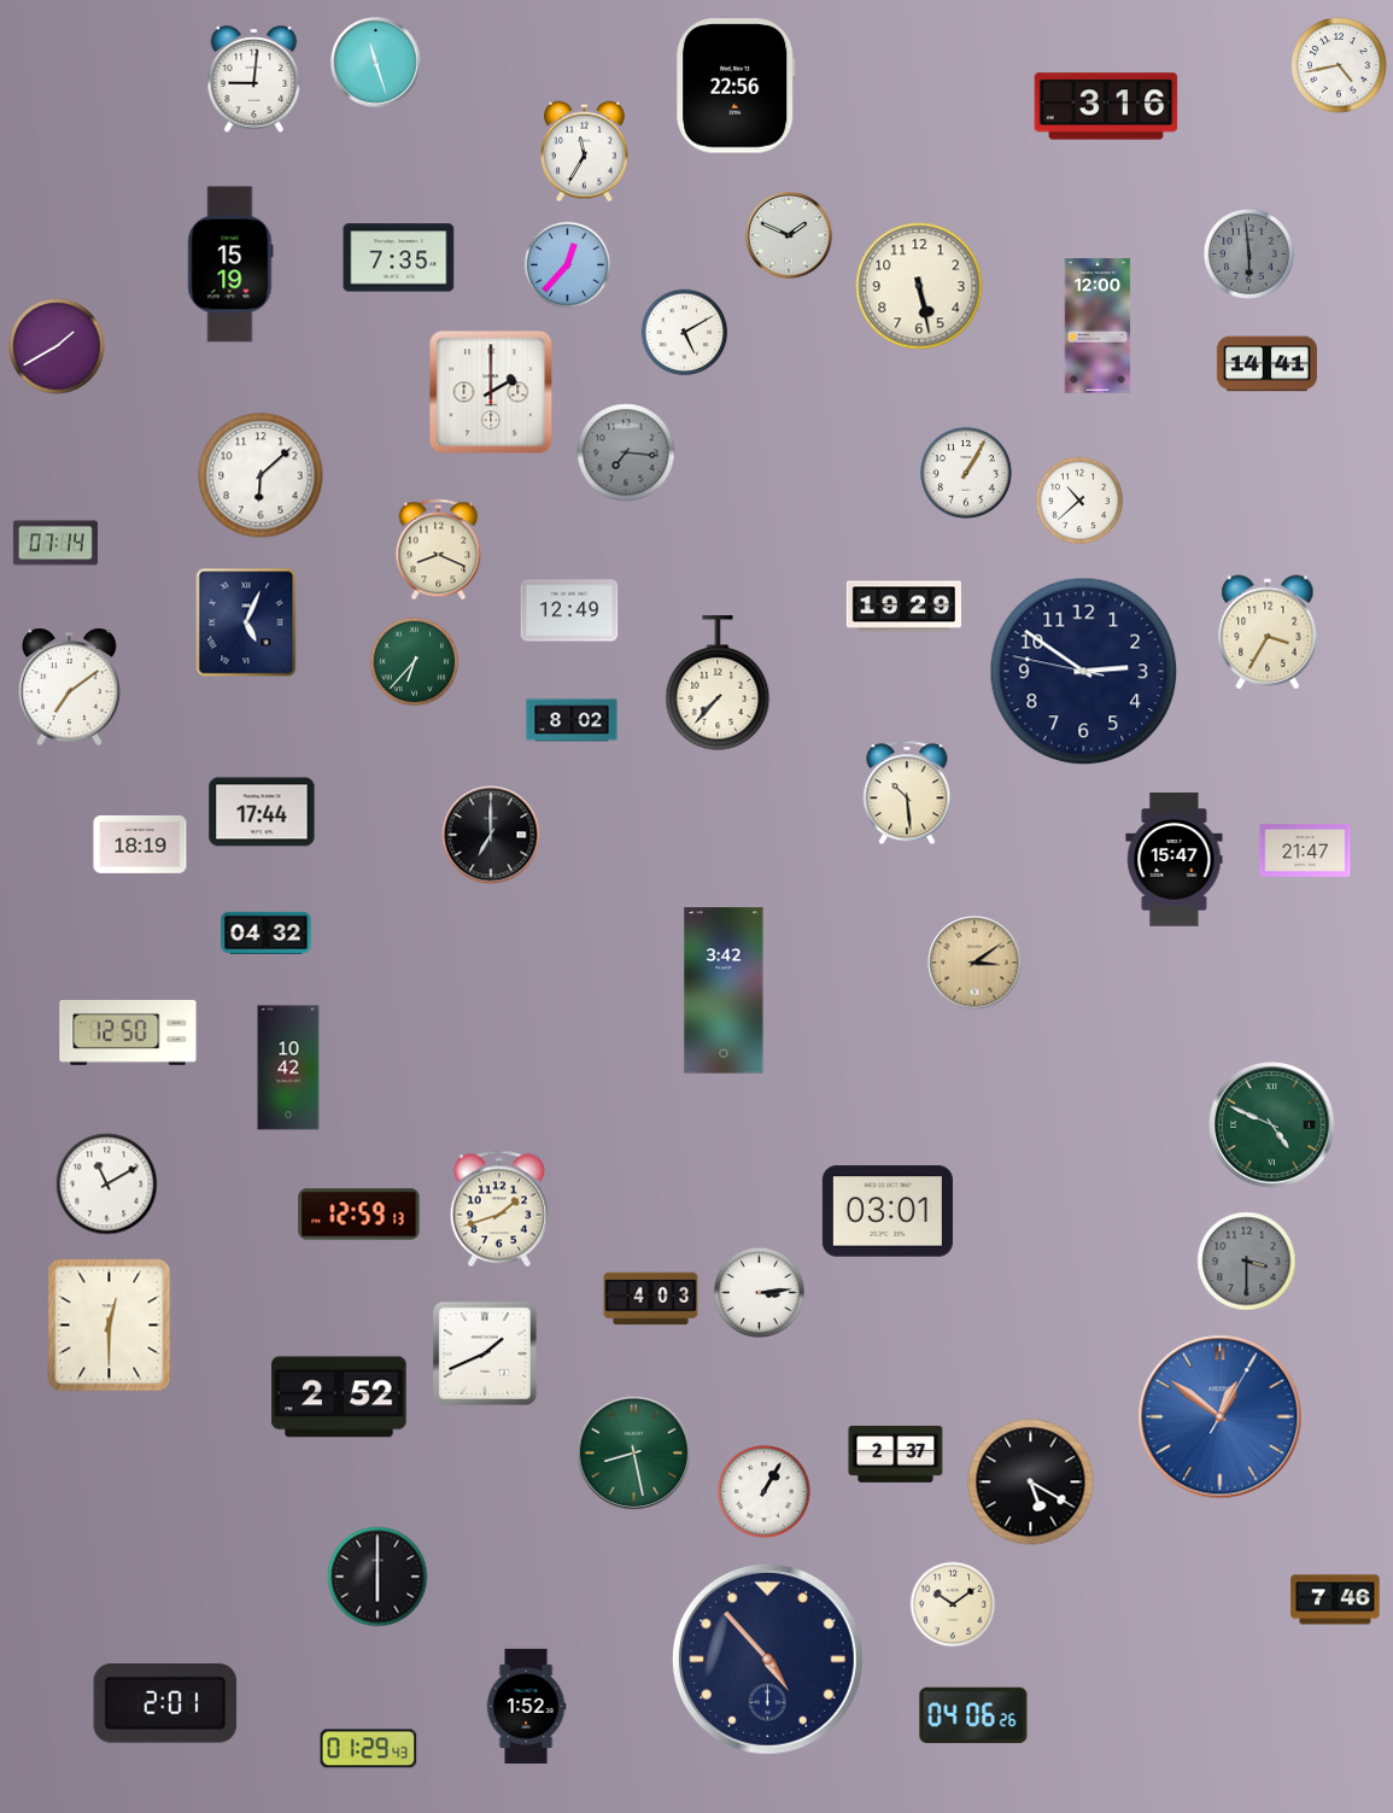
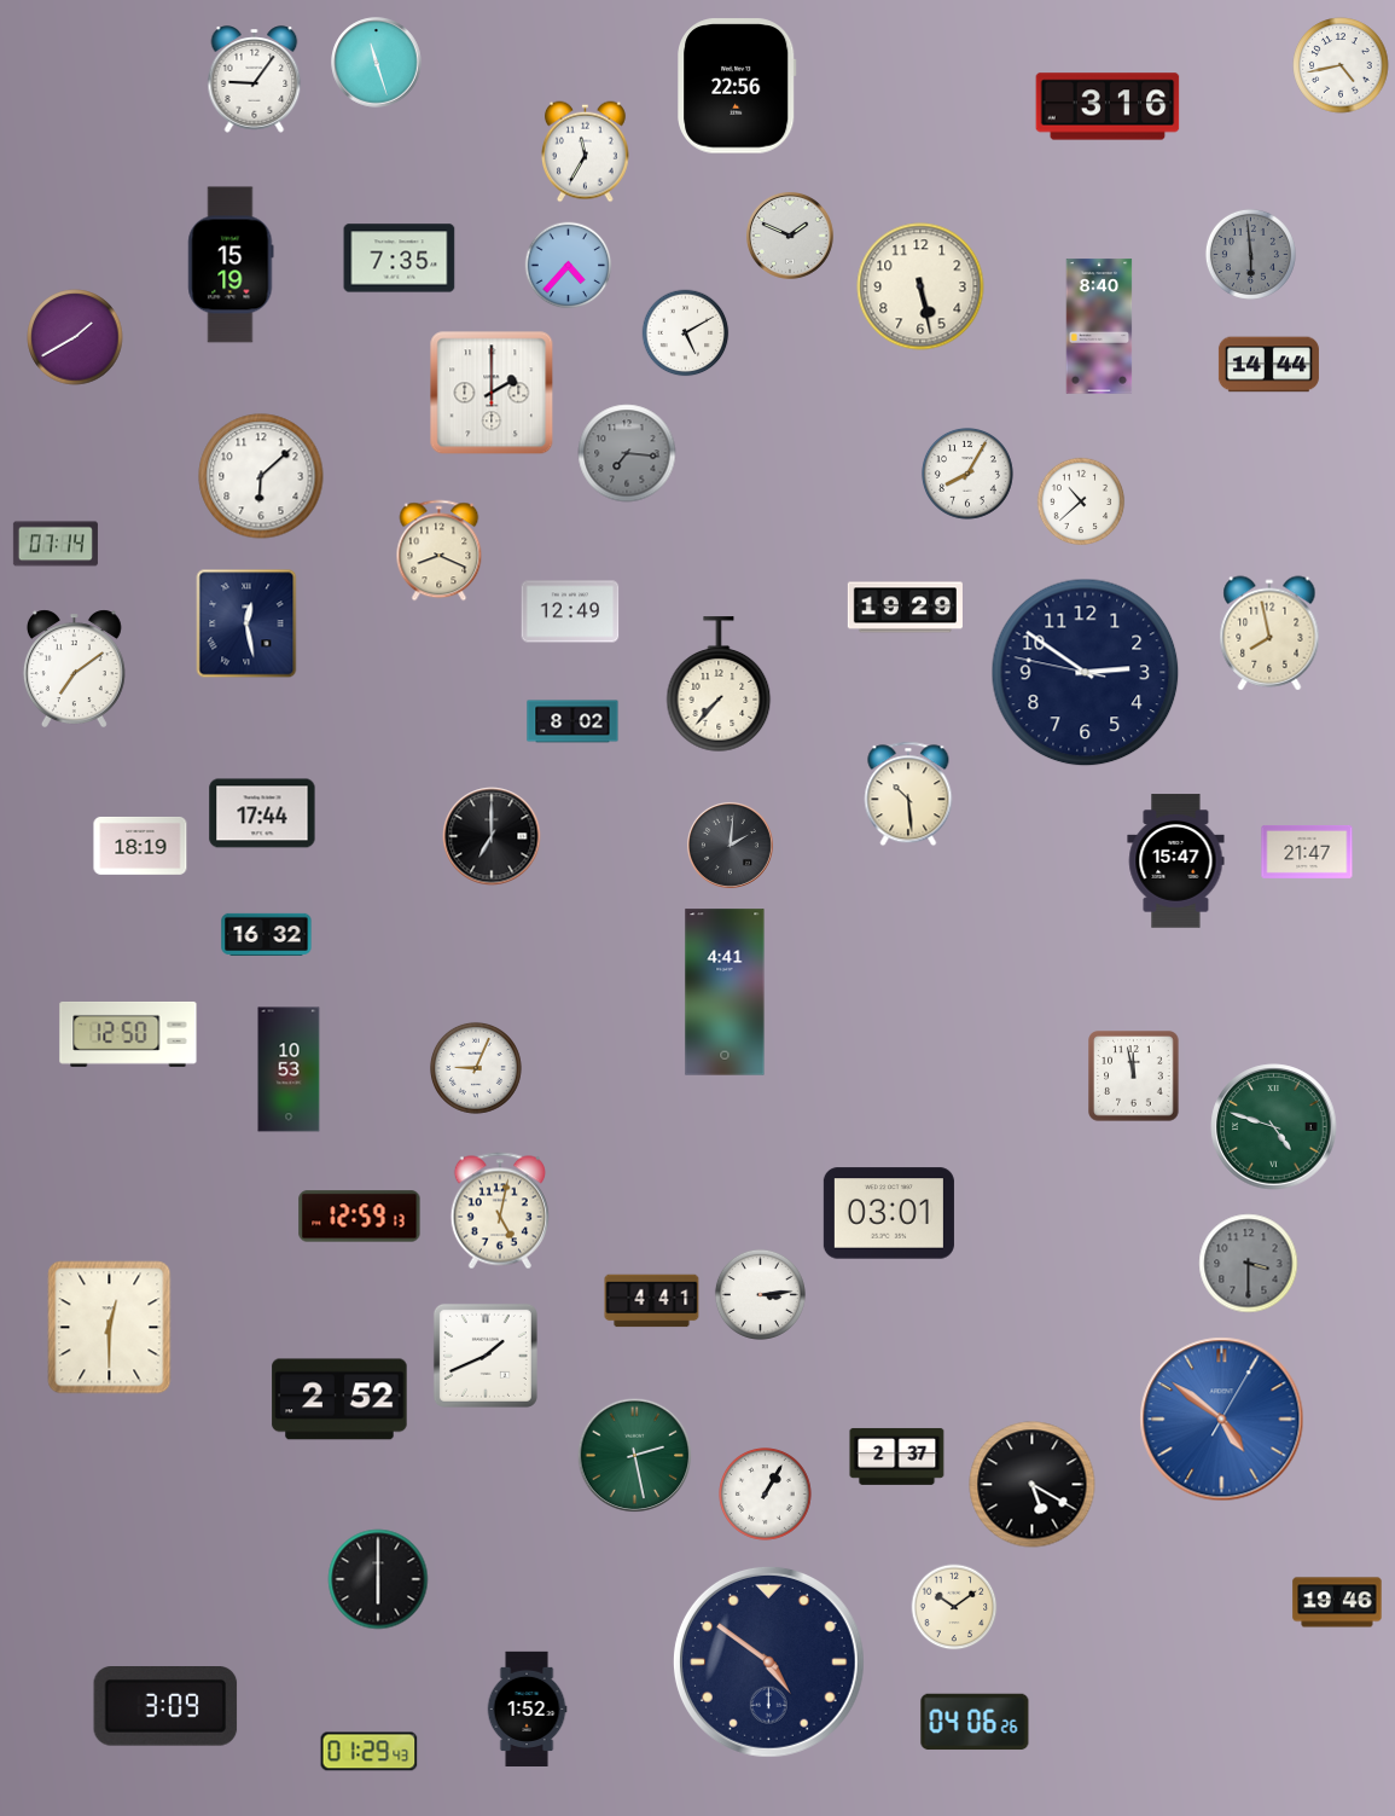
clock at (254, 80): 9:01 -> 9:06
clock at (568, 265): 12:37 -> 4:37
clock at (1098, 326): 12:00 -> 8:40
clock at (57, 346) position: (57, 346) -> (75, 337)
clock at (1266, 364): 14:41 -> 14:44
clock at (966, 473): 1:05 -> 8:05
clock at (246, 622): 5:04 -> 12:28
clock at (1268, 632): 3:35 -> 7:58
clock at (414, 661): 6:37 -> none
clock at (69, 686) position: (69, 686) -> (74, 668)
clock at (730, 845): none -> 2:01
clock at (267, 932): 04:32 -> 16:32
clock at (974, 963): 3:09 -> none
clock at (724, 990): 3:42 -> 4:41
clock at (476, 1068): none -> 9:04
clock at (288, 1068): 10:42 -> 10:53
clock at (1134, 1077): none -> 11:58
clock at (1272, 1125): 4:49 -> 4:48
clock at (107, 1185): 11:10 -> none
clock at (499, 1209): 1:42 -> 5:02
clock at (651, 1299): 4:03 -> 4:41
clock at (1221, 1417): 12:51 -> 4:51
clock at (634, 1454): 8:28 -> 2:28
clock at (1335, 1599): 7:46 -> 19:46
clock at (767, 1659): 4:53 -> 4:51
clock at (165, 1704): 2:01 -> 3:09
clock at (973, 1715) position: (973, 1715) -> (975, 1722)
